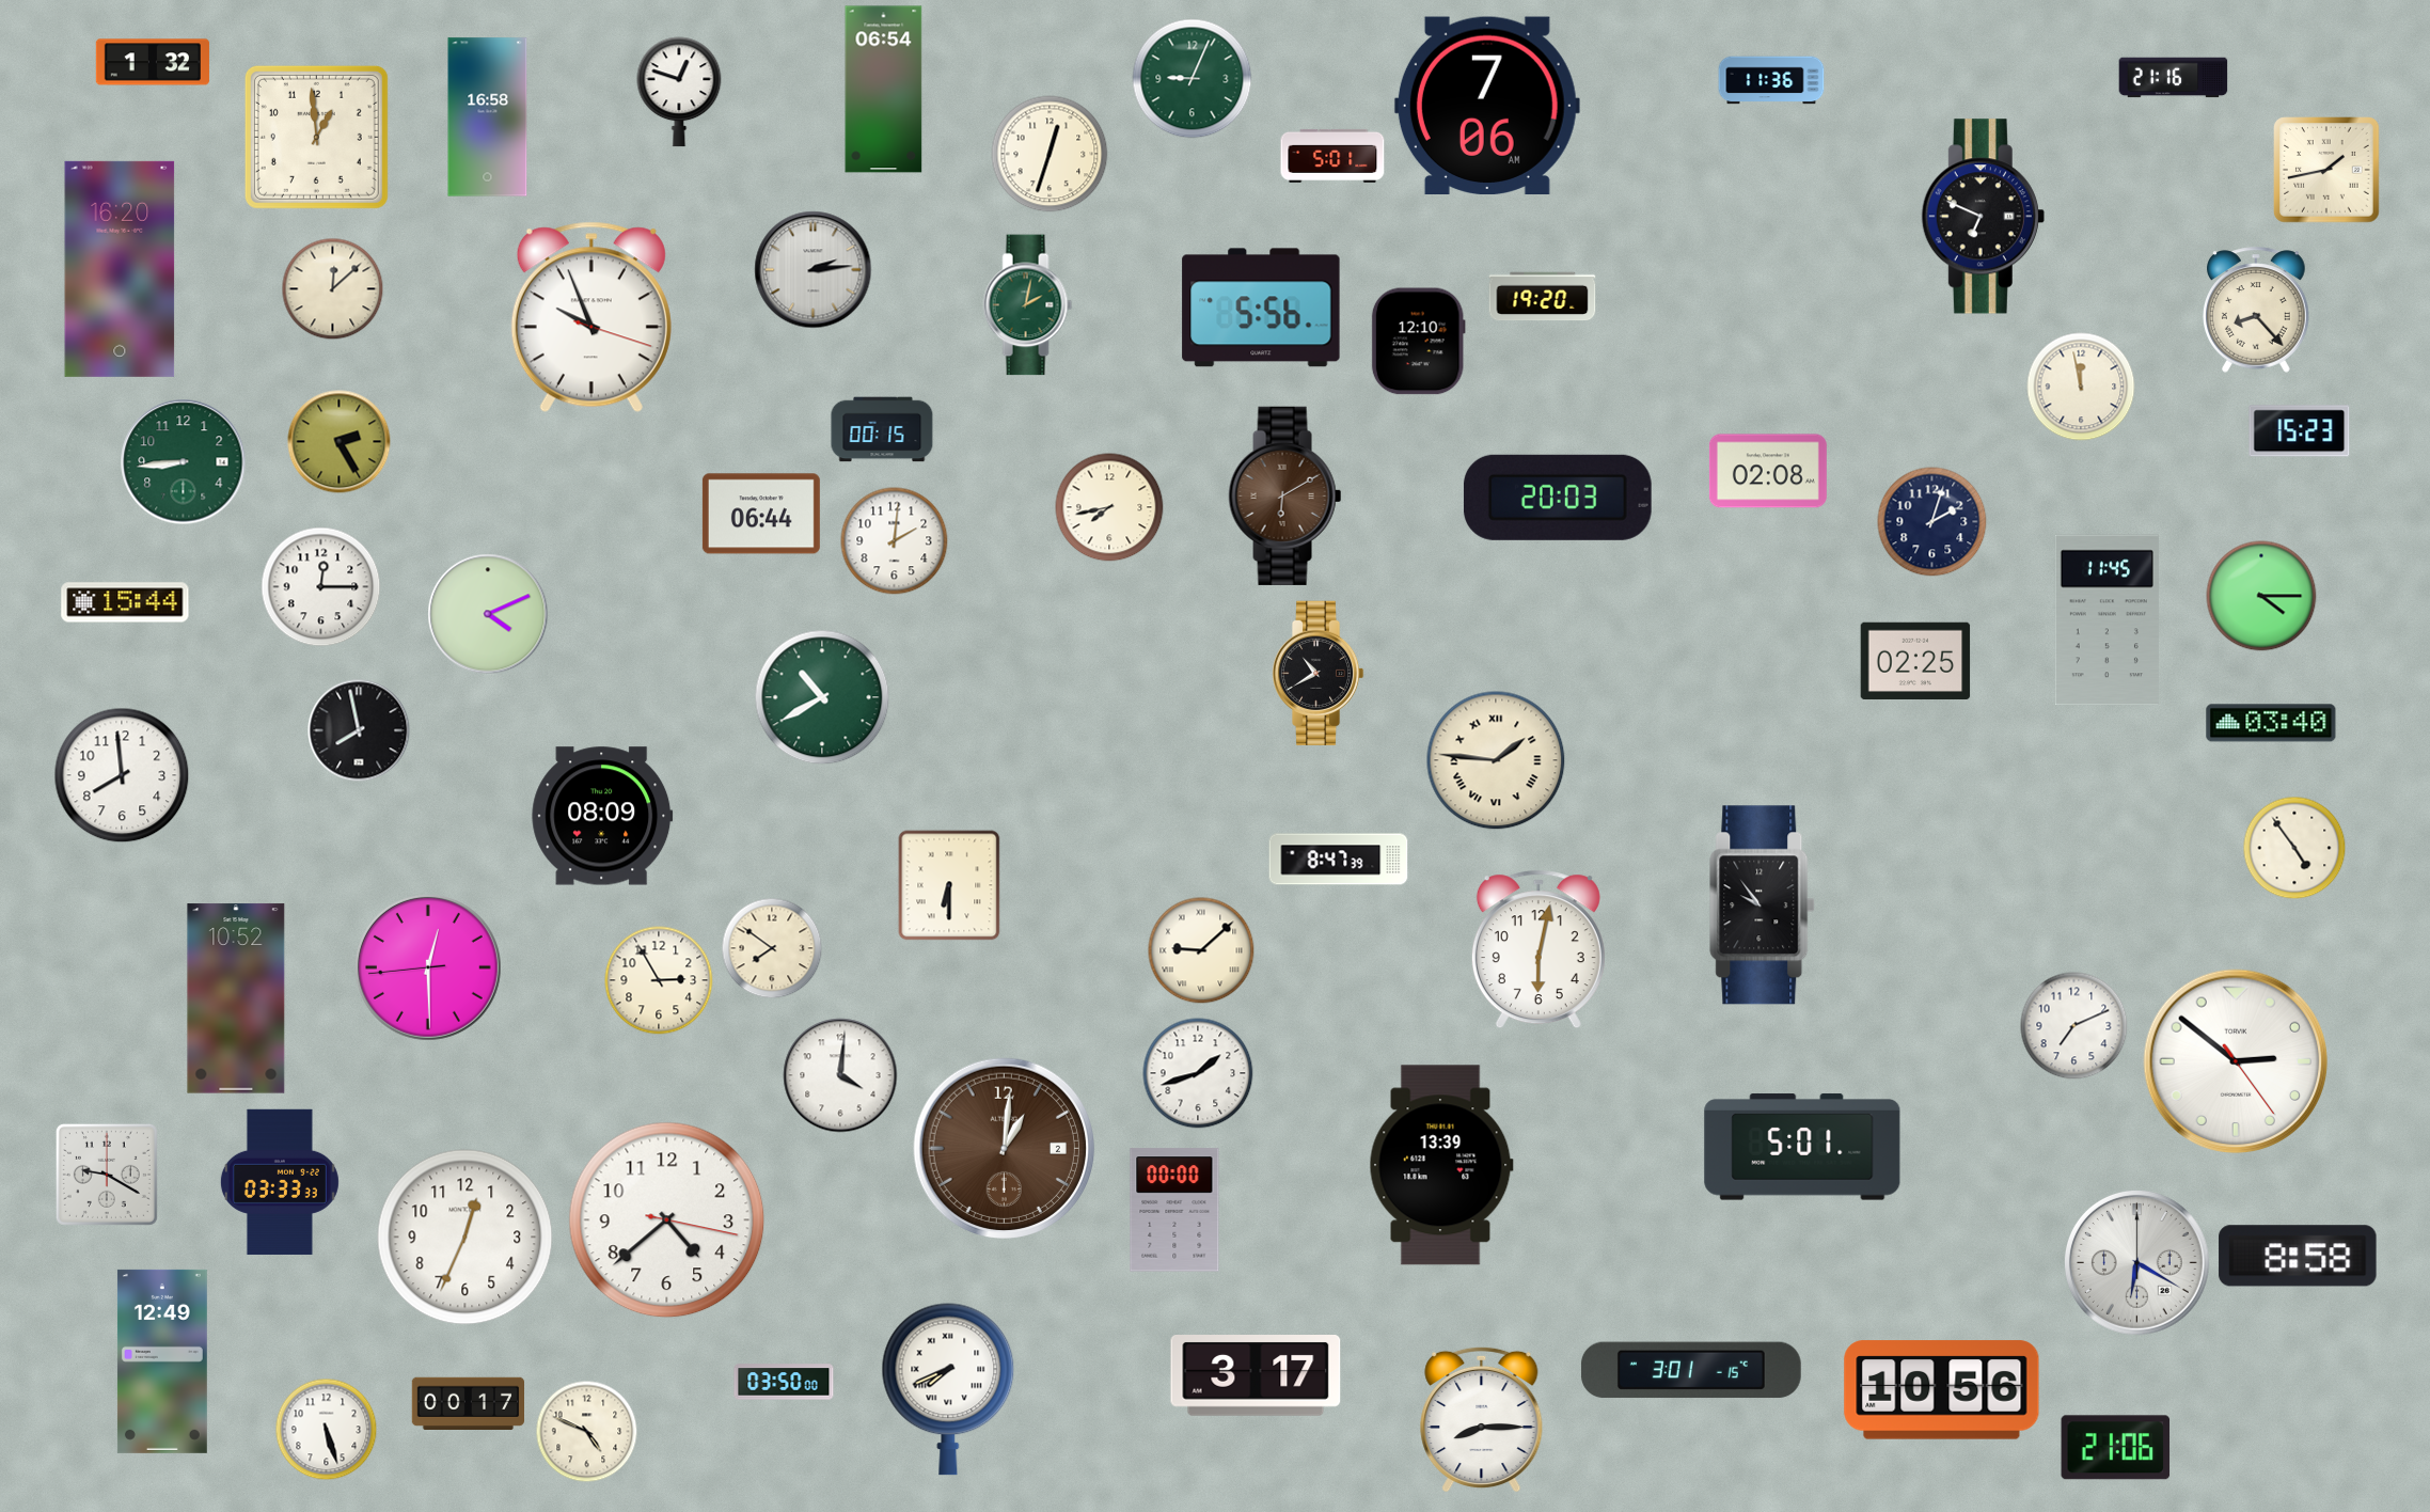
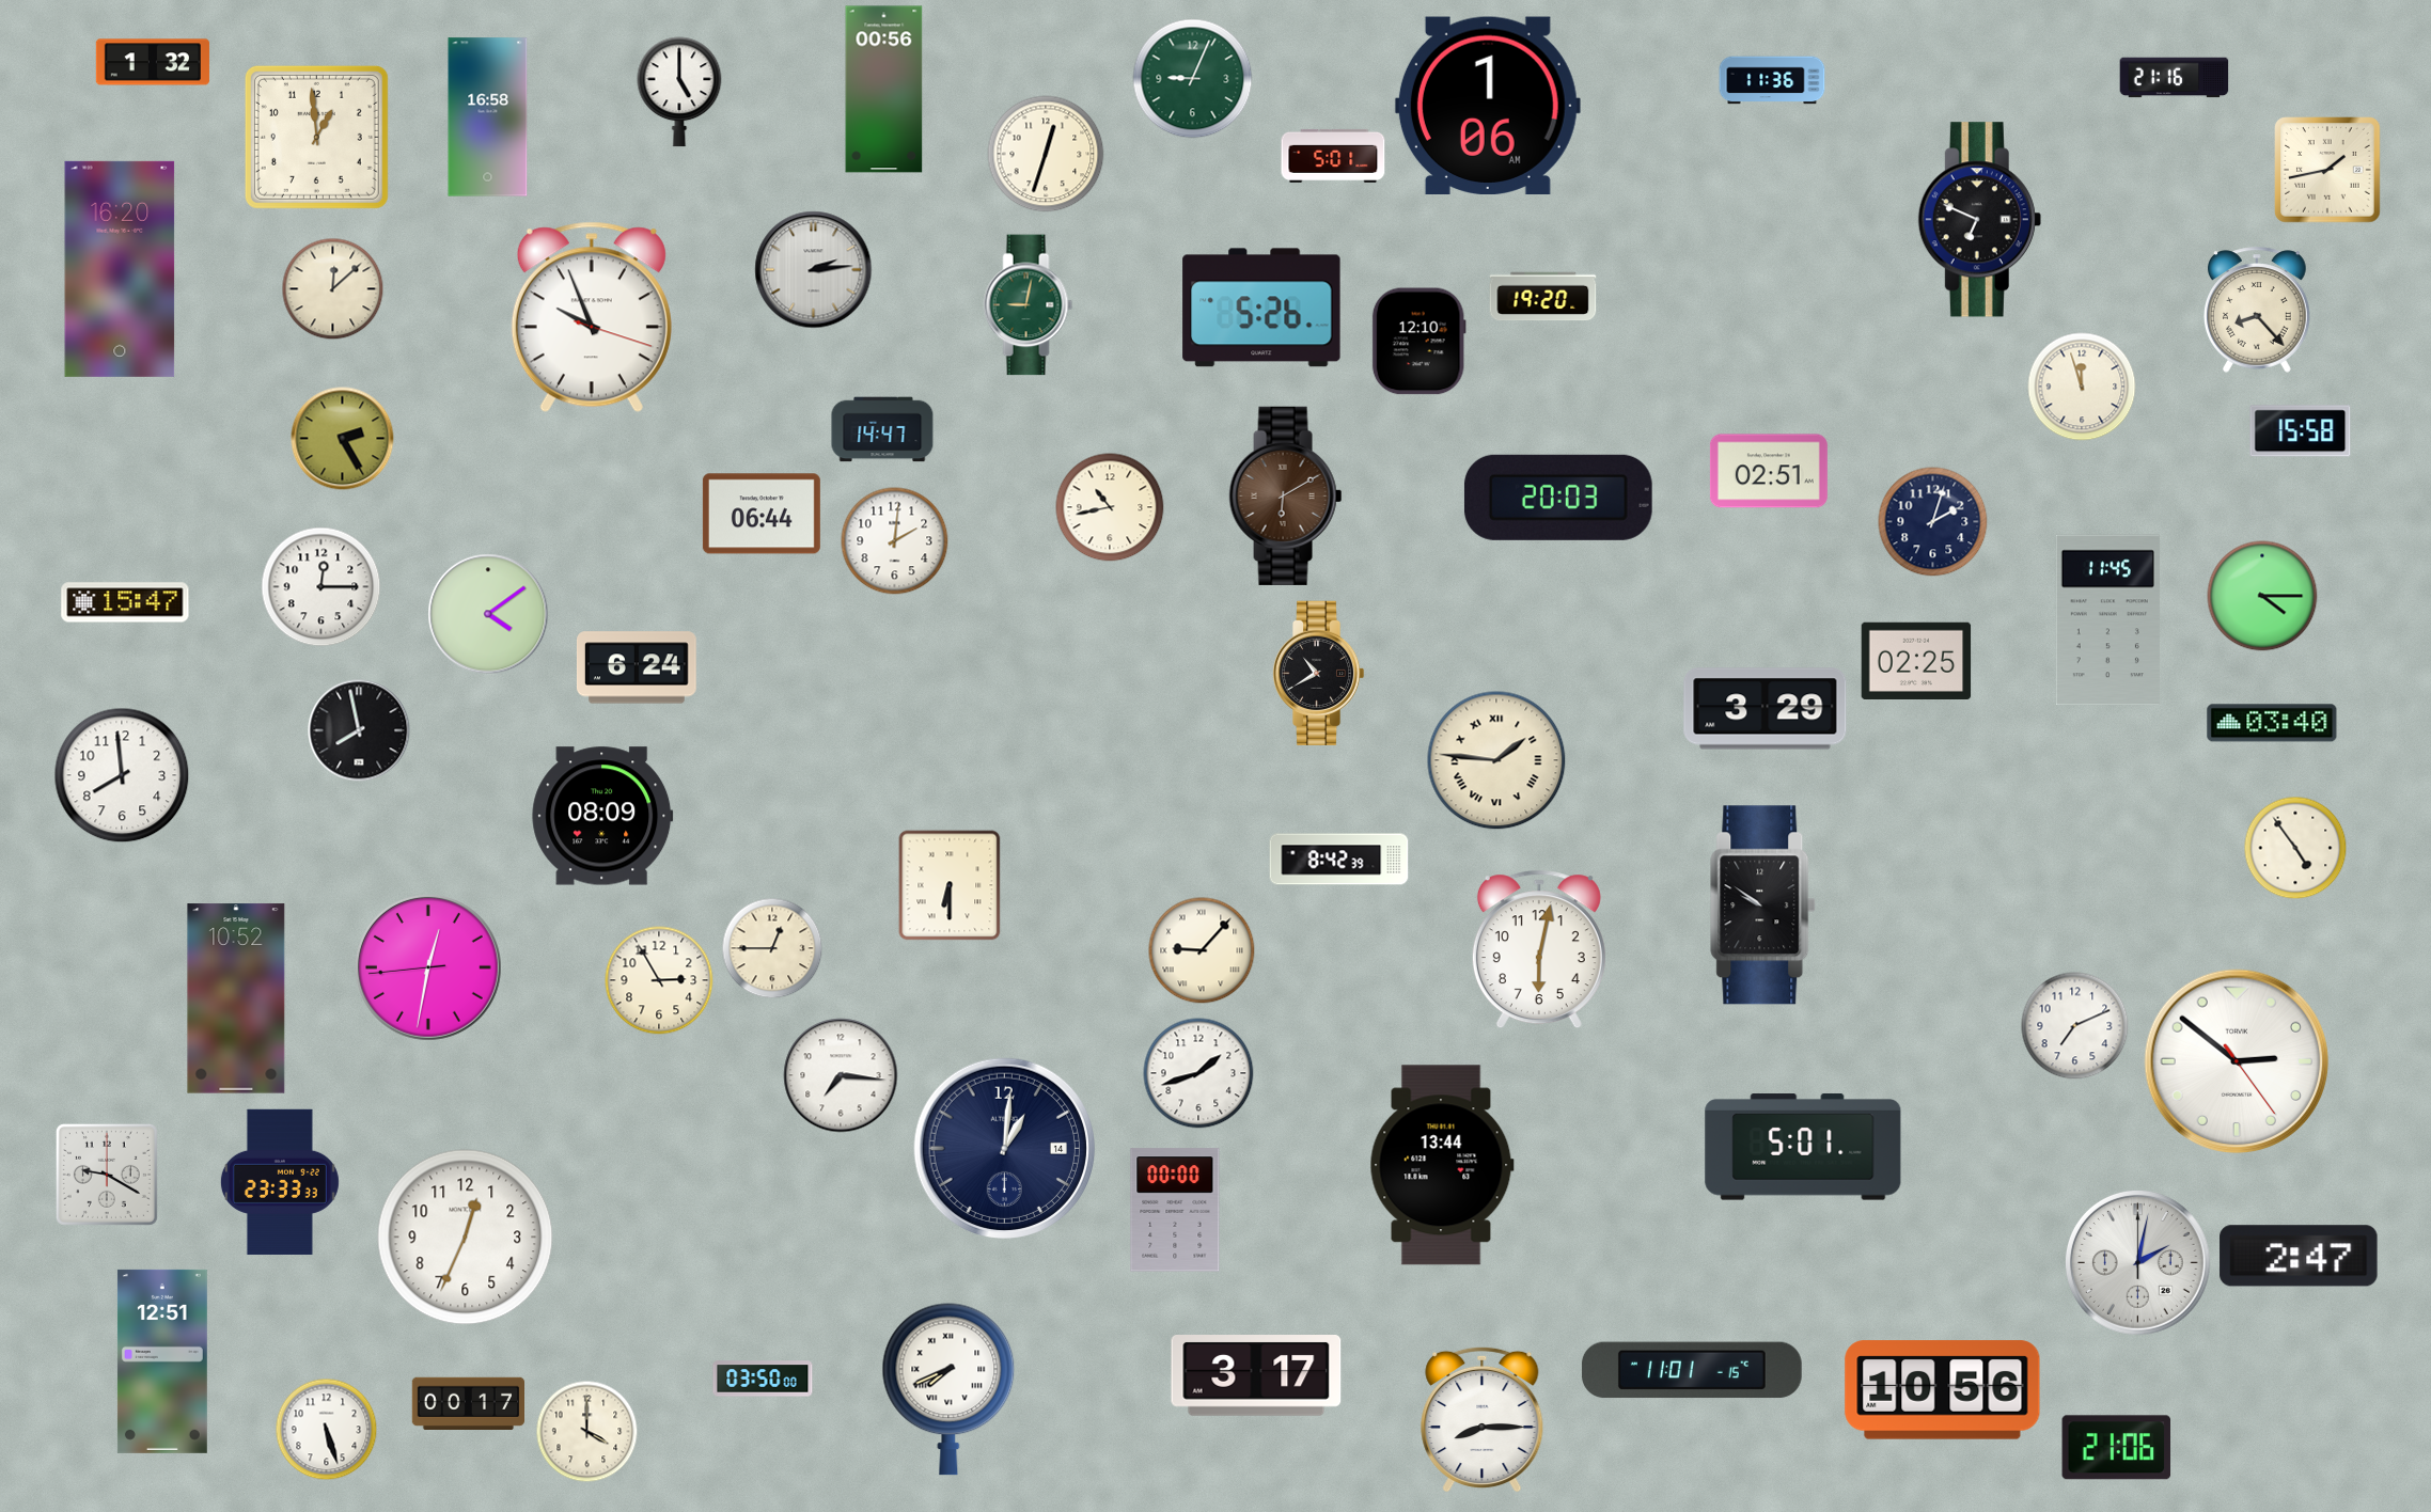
clock at (884, 90): 06:54 -> 00:56
clock at (679, 92): 12:48 -> 5:00
clock at (1487, 105): 7:06 -> 1:06
clock at (1050, 154) position: (1050, 154) -> (1046, 154)
clock at (1983, 217) position: (1983, 217) -> (1979, 220)
clock at (1028, 305): 2:02 -> 9:02
clock at (1261, 308): 5:56 -> 5:26
clock at (2081, 387): 11:58 -> 11:57
clock at (882, 429): 00:15 -> 14:47
clock at (2300, 431): 15:23 -> 15:58
clock at (340, 442) position: (340, 442) -> (343, 439)
clock at (184, 462): 8:44 -> none
clock at (1768, 471): 02:08 -> 02:51
clock at (1109, 507): 7:43 -> 10:43
clock at (125, 602): 15:44 -> 15:47
clock at (488, 614): 4:11 -> 4:09
clock at (637, 667): none -> 6:24
clock at (822, 697): 10:40 -> none
clock at (1766, 709): none -> 3:29
clock at (1339, 860): 8:47 -> 8:42
clock at (1763, 905): 9:54 -> 9:51
clock at (772, 948): 7:51 -> 12:45
clock at (1201, 950): 9:08 -> 9:07
clock at (428, 967): 12:29 -> 12:31
clock at (840, 1075): 4:01 -> 7:16
clock at (1004, 1148) date: 2 -> 14
clock at (1004, 1148) dial: brown -> navy
clock at (1441, 1165): 13:39 -> 13:44
clock at (280, 1182): 03:33 -> 23:33
clock at (667, 1220): 4:38 -> none
clock at (2298, 1256): 8:58 -> 2:47
clock at (2136, 1262): 6:20 -> 2:02
clock at (162, 1361): 12:49 -> 12:51
clock at (1691, 1370): 3:01 -> 11:01
clock at (784, 1382) position: (784, 1382) -> (763, 1379)
clock at (587, 1432): 4:49 -> 4:00
